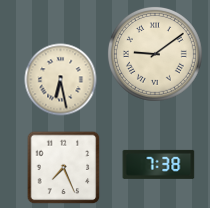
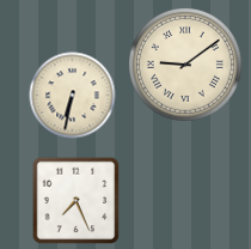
clock at (61, 80): 6:28 -> 6:32
clock at (159, 164): 7:38 -> none
